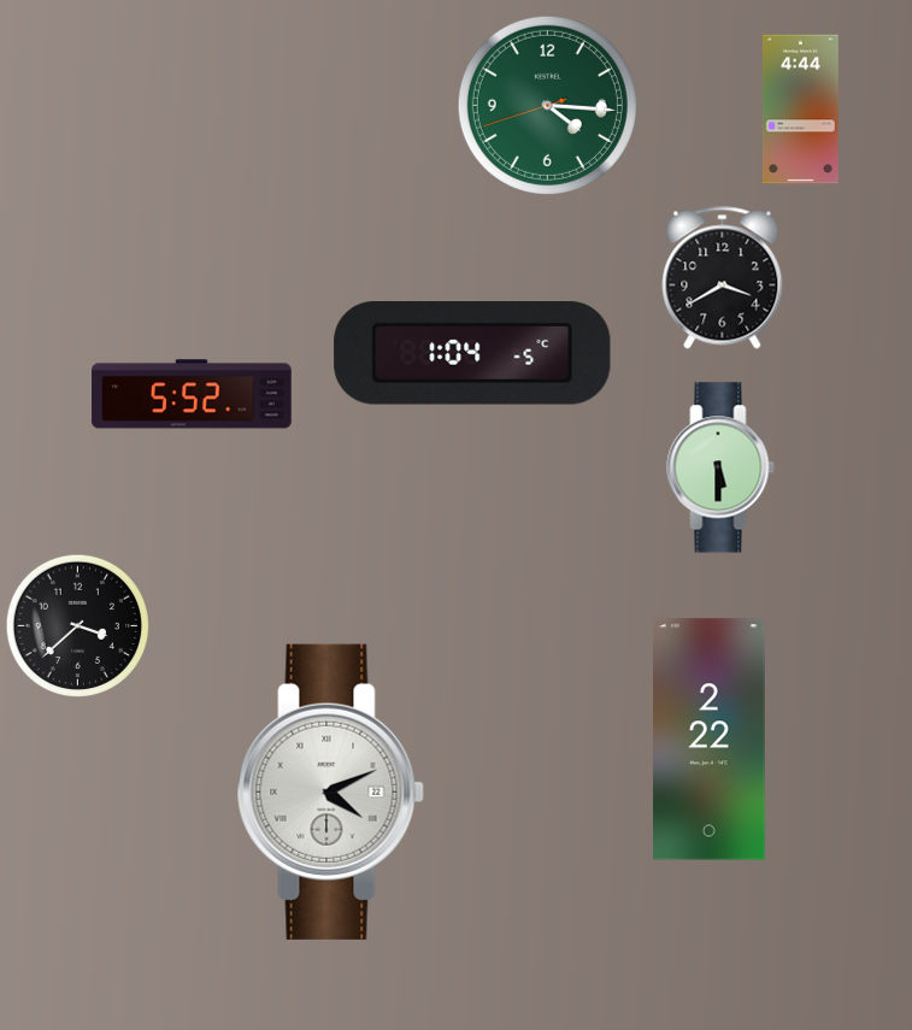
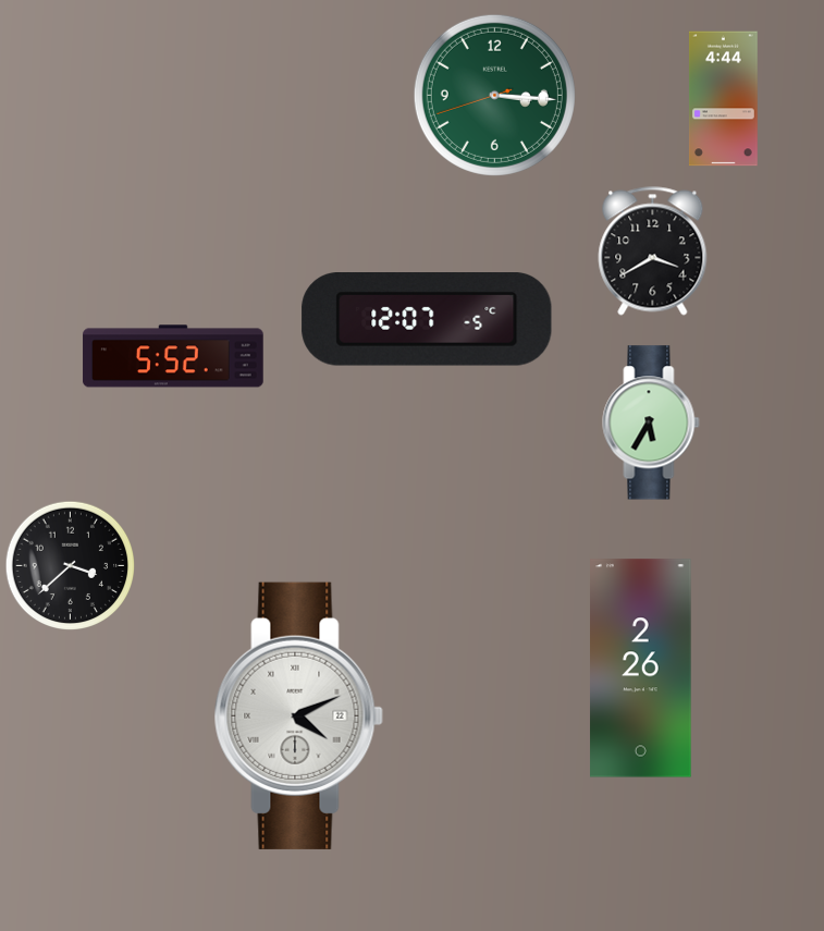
clock at (547, 105): 4:15 -> 3:15
clock at (472, 354): 1:04 -> 12:07
clock at (720, 467): 5:30 -> 5:35
clock at (710, 740): 2:22 -> 2:26
